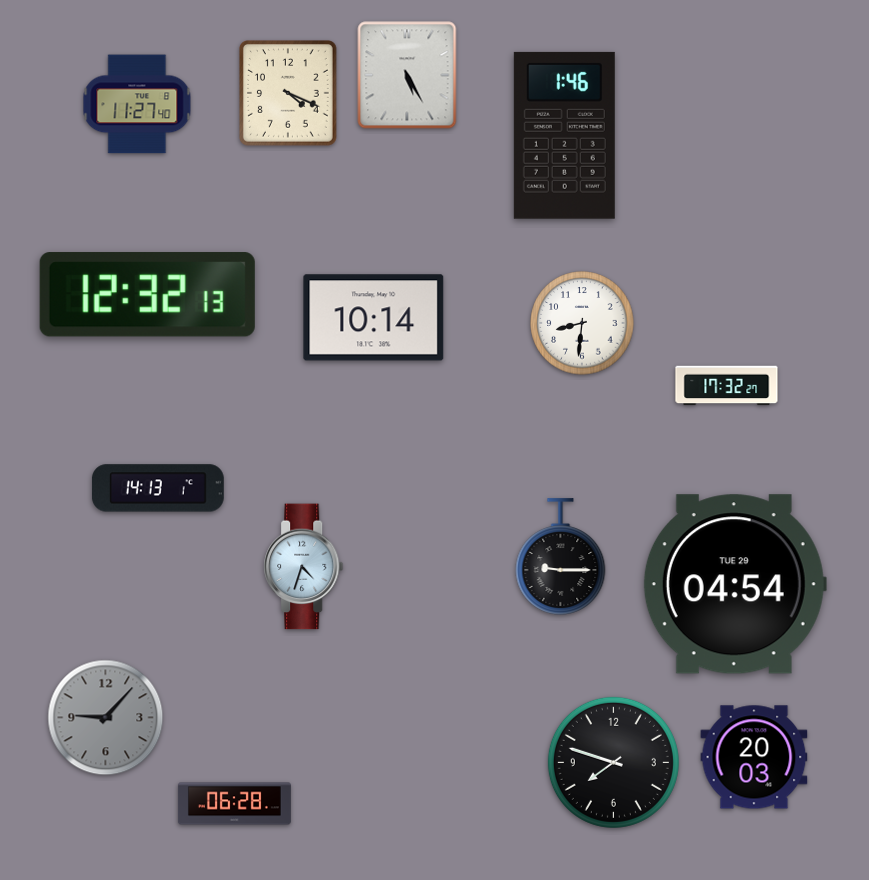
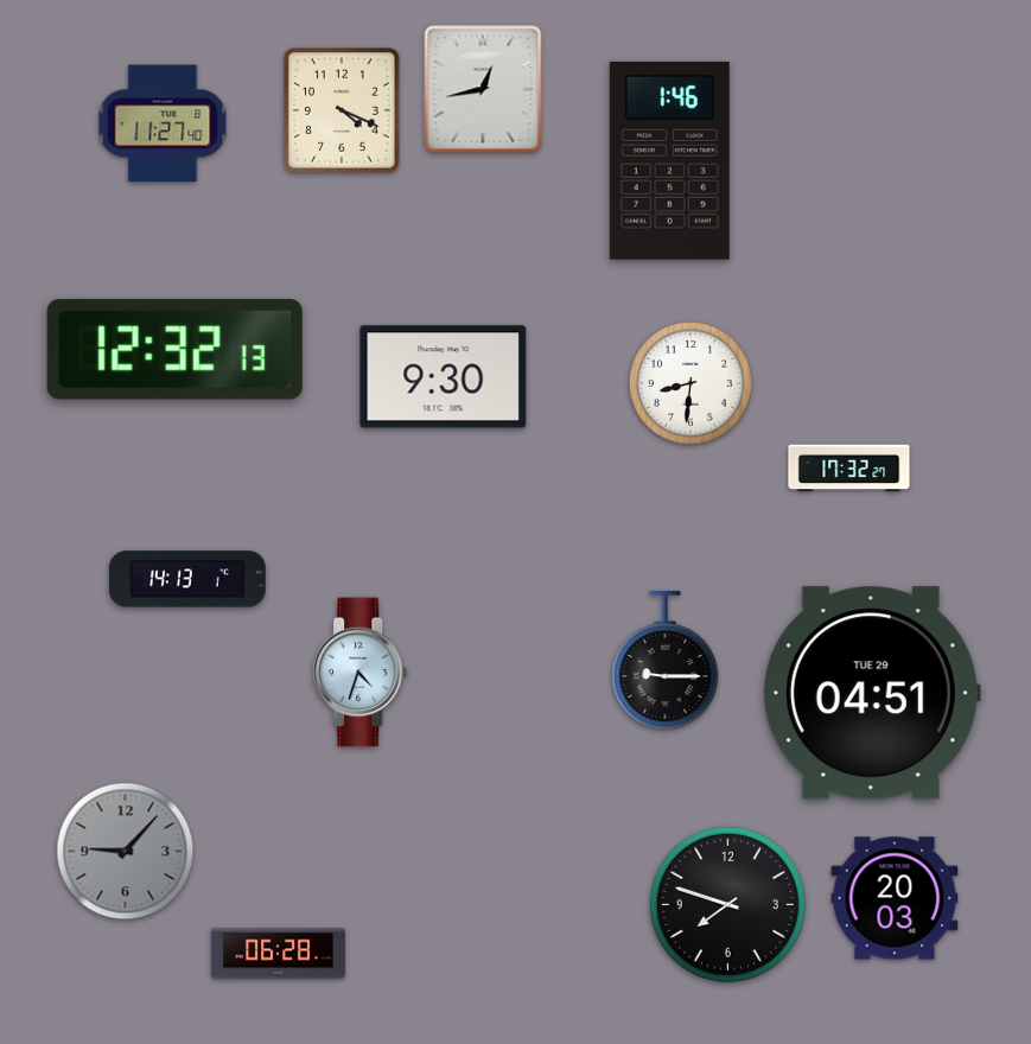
clock at (407, 75): 5:25 -> 12:43
clock at (374, 318): 10:14 -> 9:30
clock at (727, 386) position: (727, 386) -> (849, 469)
clock at (735, 584): 04:54 -> 04:51
